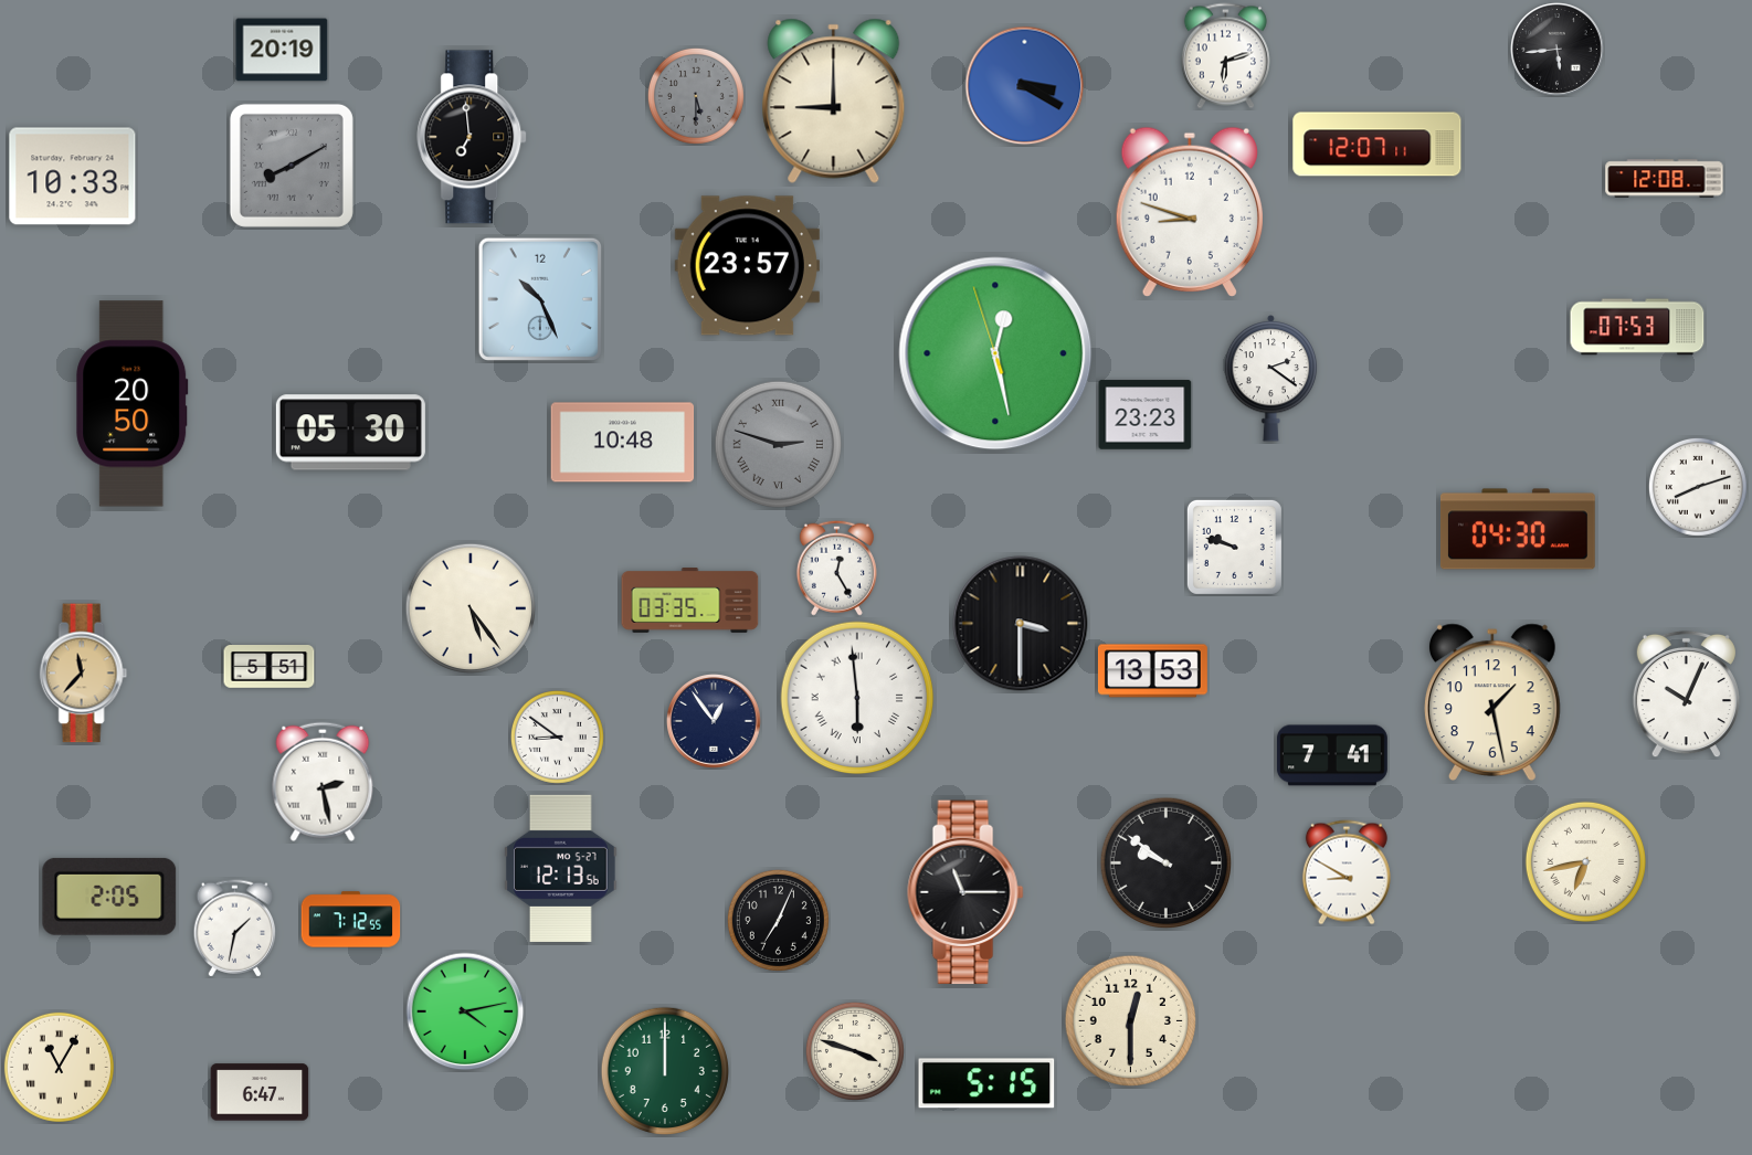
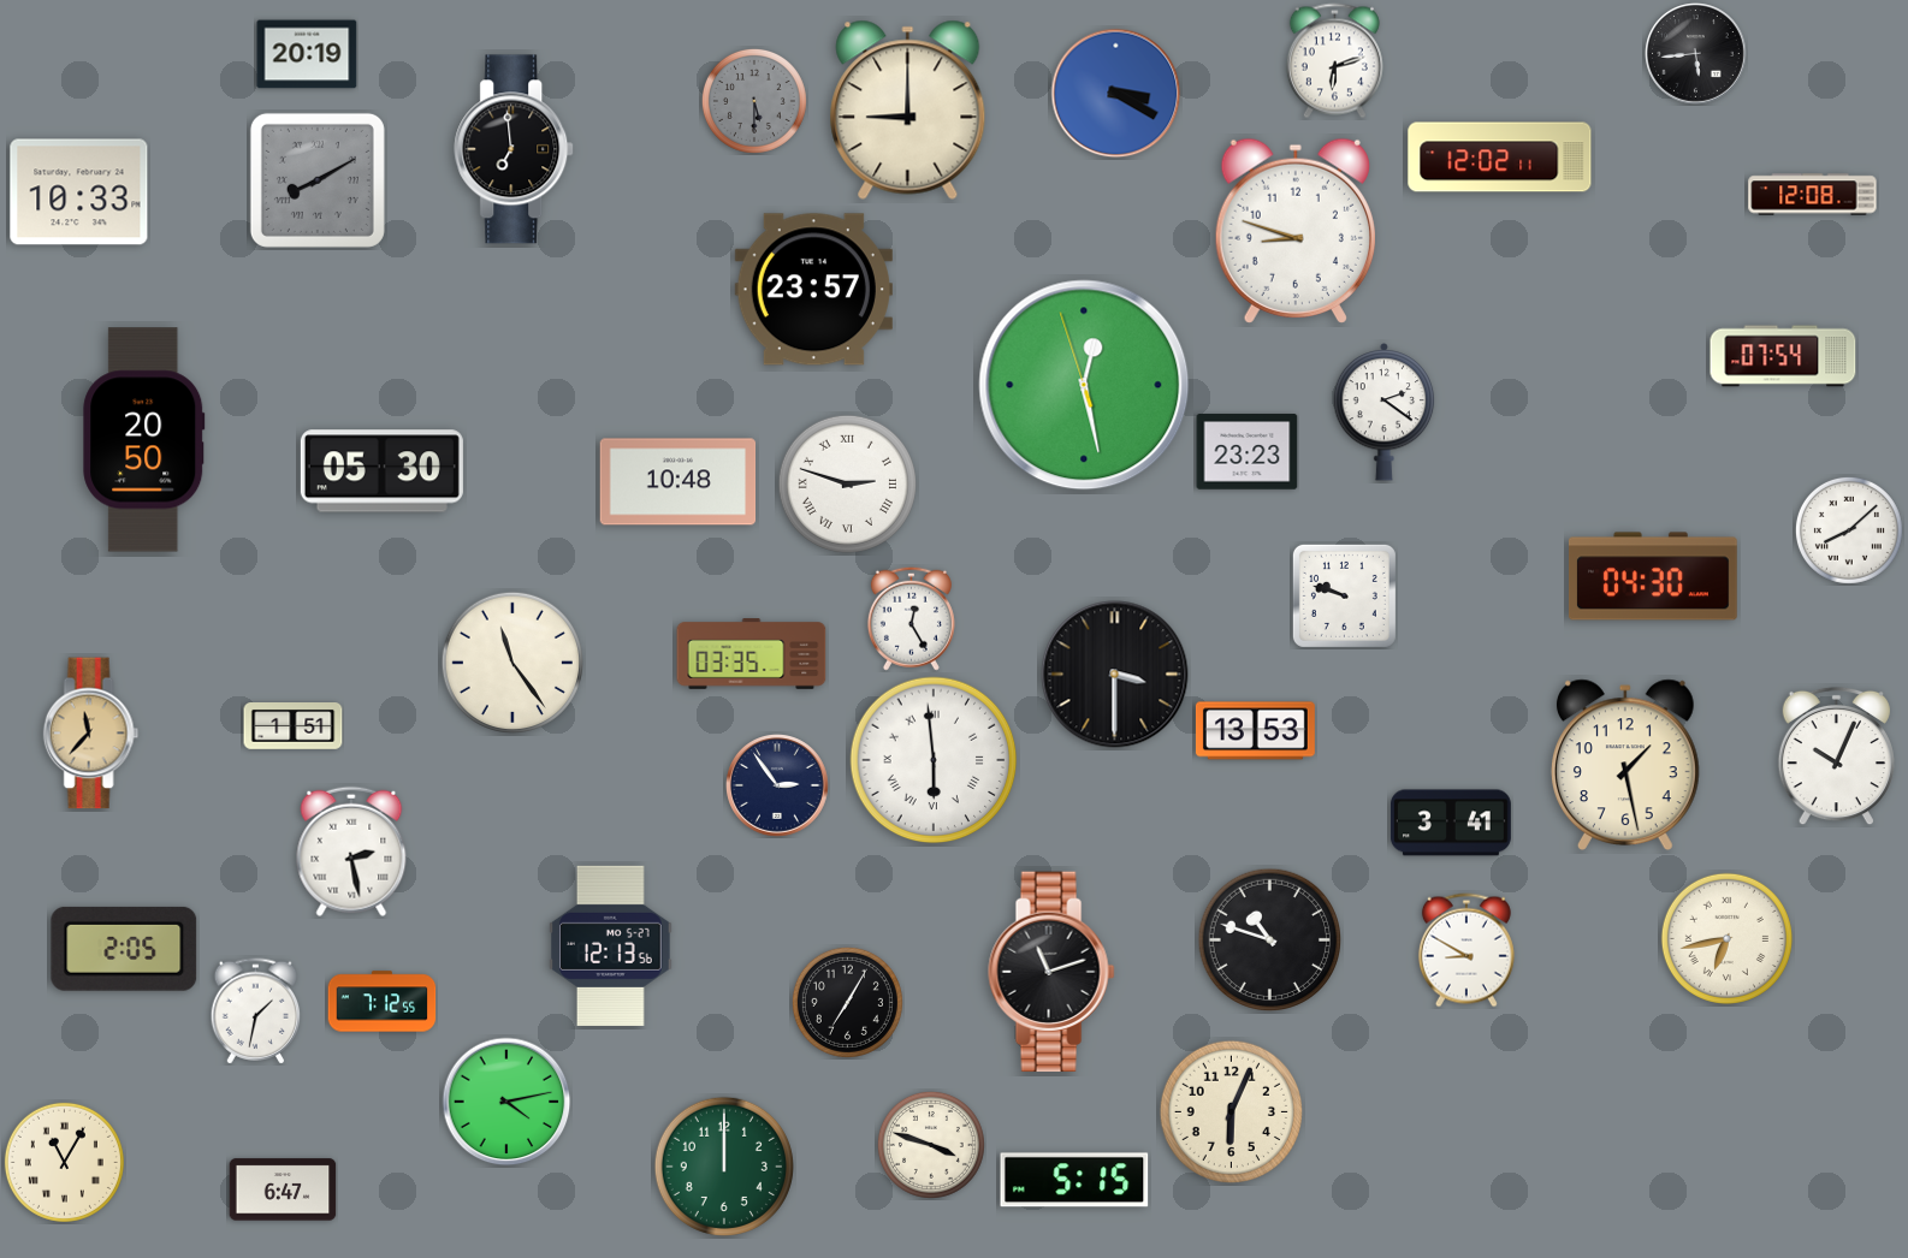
clock at (696, 96) position: (696, 96) -> (754, 101)
clock at (1378, 145): 12:07 -> 12:02
clock at (540, 299): 10:26 -> none
clock at (1637, 327): 07:53 -> 07:54
clock at (778, 444) dial: grey -> white
clock at (1698, 487): 8:12 -> 8:08
clock at (469, 607): 5:24 -> 11:24
clock at (1021, 624) position: (1021, 624) -> (1115, 675)
clock at (270, 667): 5:51 -> 1:51
clock at (715, 722): 12:54 -> 2:54
clock at (557, 737): 8:51 -> none
clock at (1332, 755): 7:41 -> 3:41
clock at (1165, 862): 9:51 -> 10:48
clock at (965, 892): 11:15 -> 11:12
clock at (109, 897) position: (109, 897) -> (124, 949)
clock at (778, 920): 7:04 -> 7:05
clock at (1130, 1020): 12:30 -> 6:04
